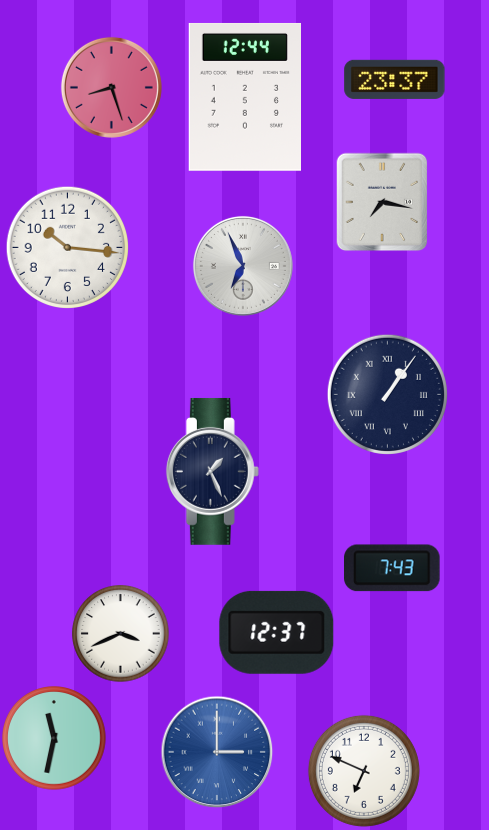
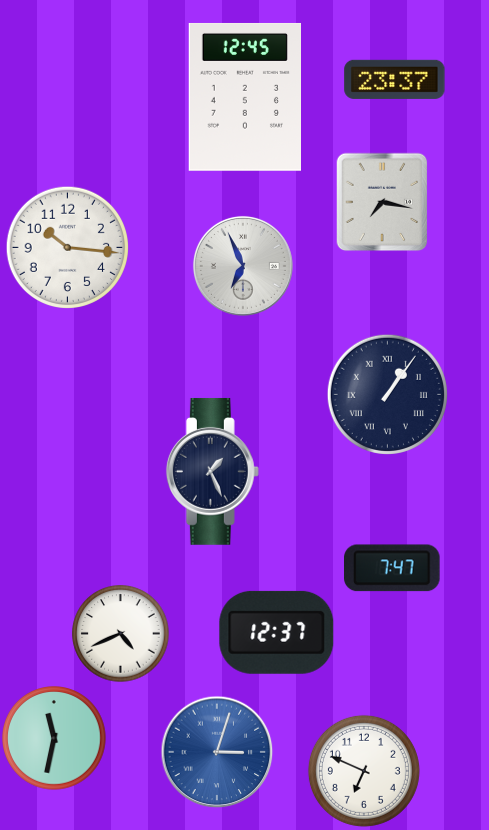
clock at (111, 87): 8:27 -> none
clock at (244, 97): 12:44 -> 12:45
clock at (393, 568): 7:43 -> 7:47
clock at (121, 634): 3:41 -> 4:41
clock at (217, 752): 3:00 -> 3:03
